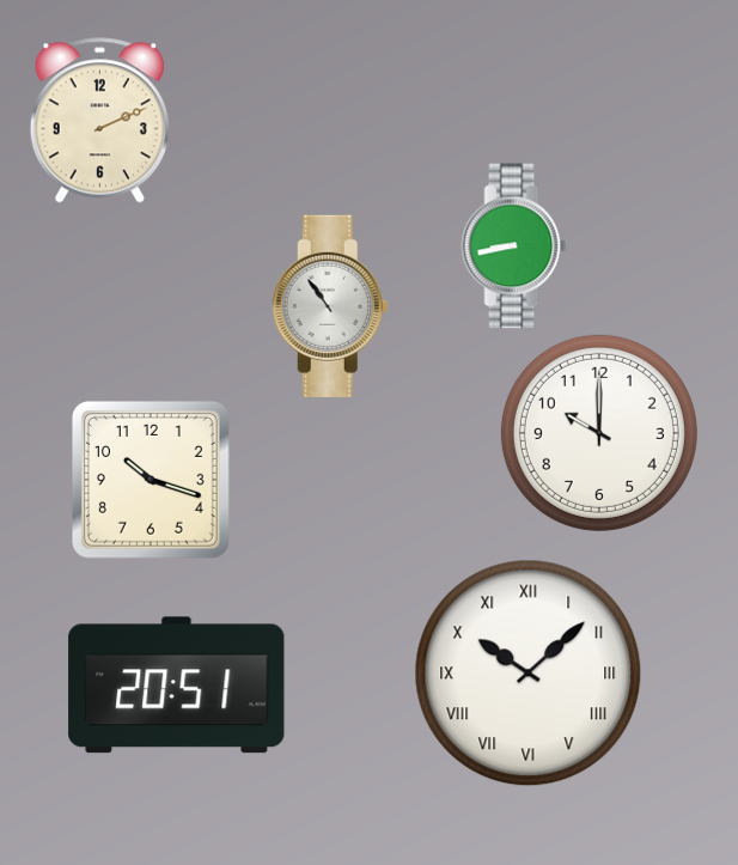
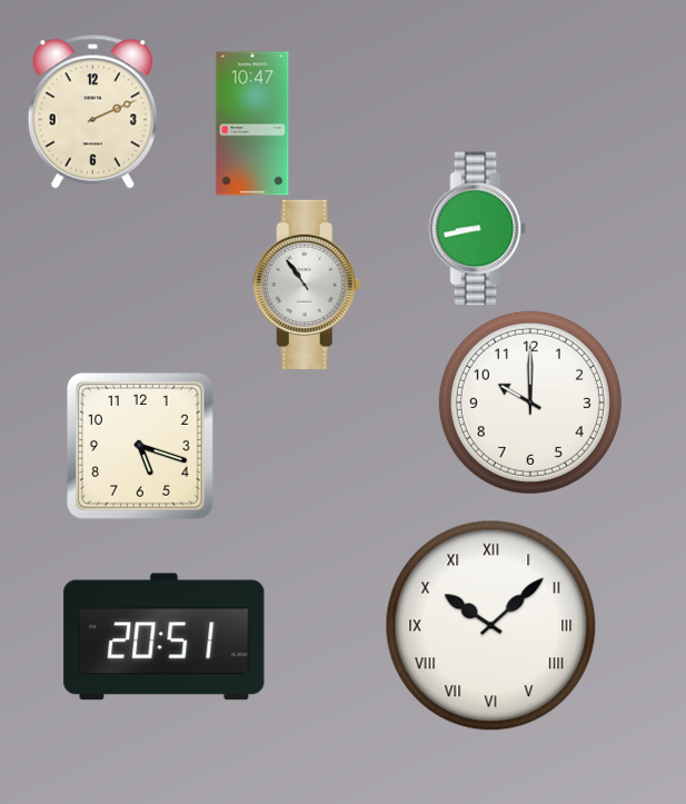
clock at (252, 123): none -> 10:47
clock at (599, 433) position: (599, 433) -> (530, 403)
clock at (151, 480): 10:18 -> 5:18
